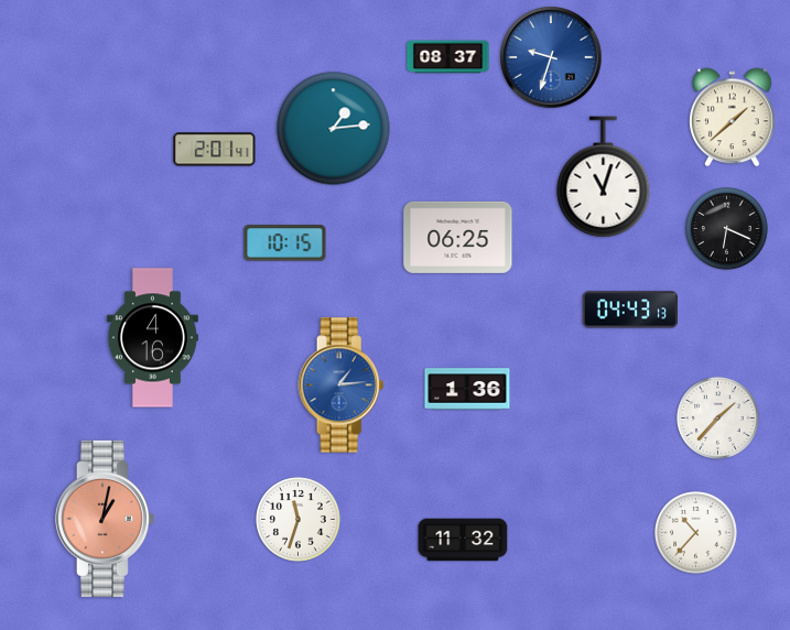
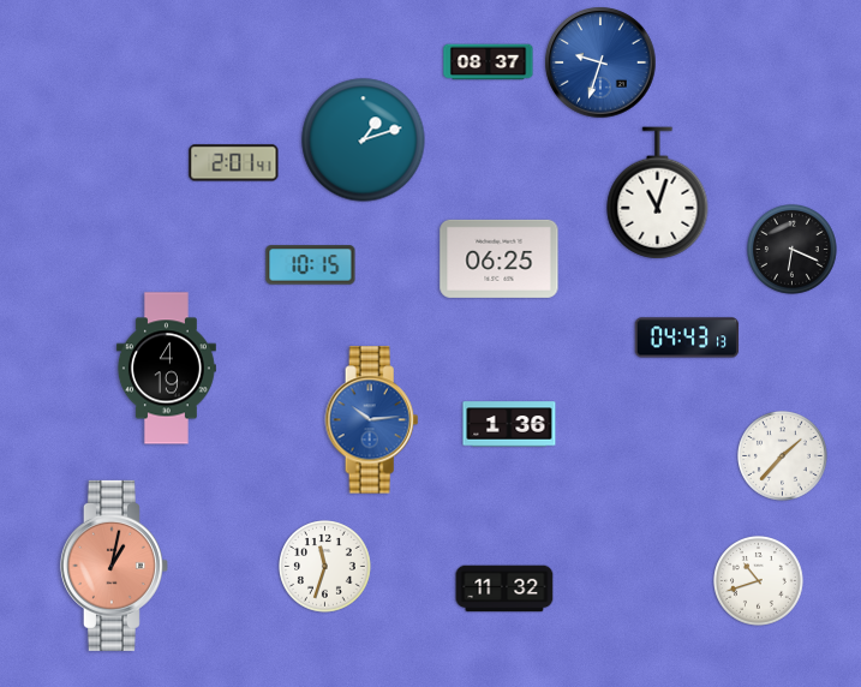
clock at (733, 118): 1:38 -> none
clock at (334, 129): 1:14 -> 1:12
clock at (152, 338): 4:16 -> 4:19
clock at (342, 385): 1:14 -> 10:14
clock at (696, 533): 10:37 -> 10:42
